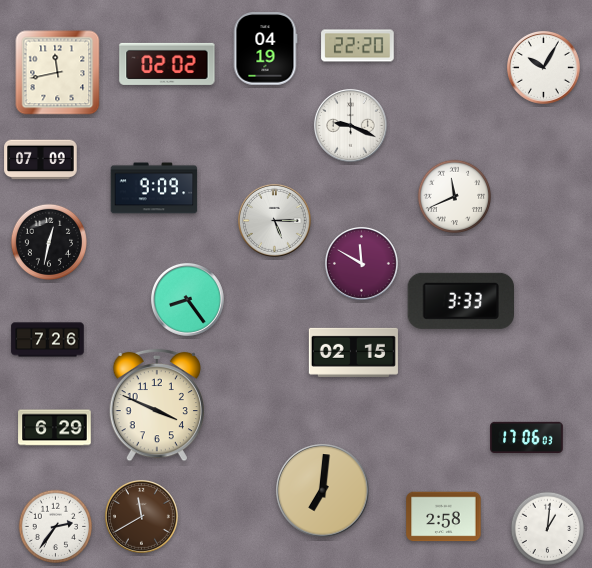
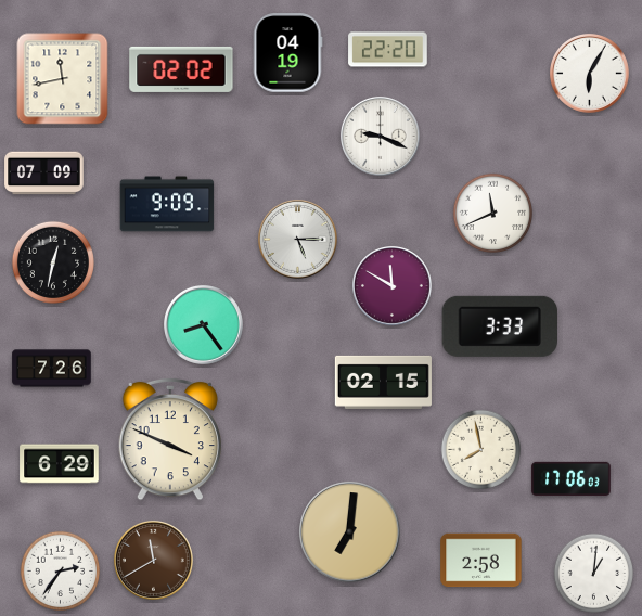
clock at (543, 67): 10:05 -> 6:05
clock at (481, 450): none -> 7:58
clock at (527, 437) position: (527, 437) -> (572, 478)
